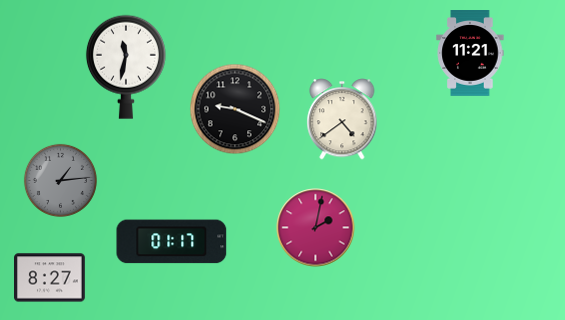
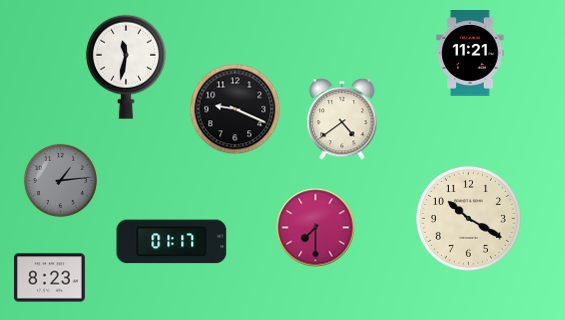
clock at (468, 218): none -> 10:20
clock at (316, 228): 2:02 -> 7:30
clock at (50, 278): 8:27 -> 8:23
